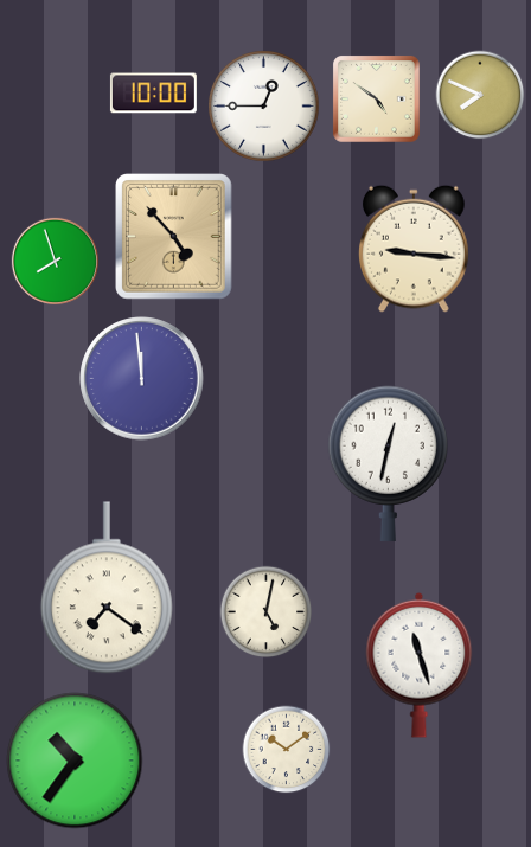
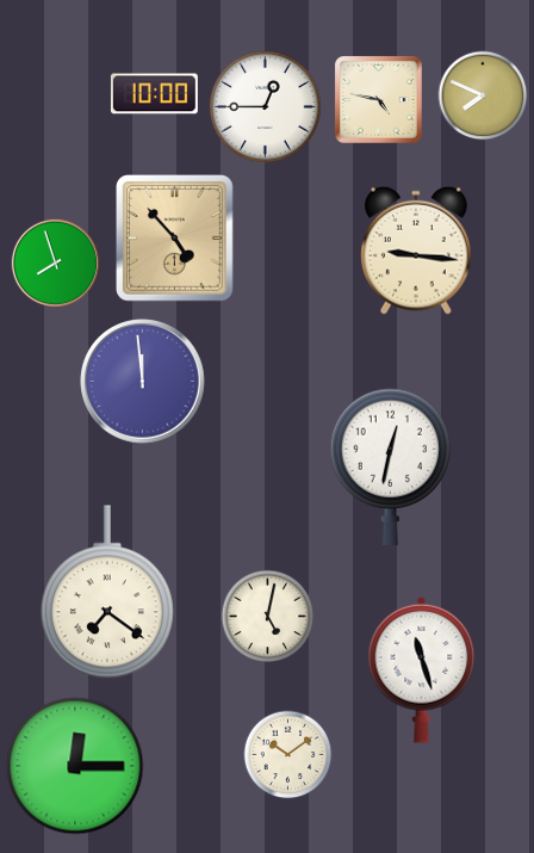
clock at (377, 100): 4:51 -> 4:47
clock at (75, 761): 10:36 -> 12:15
